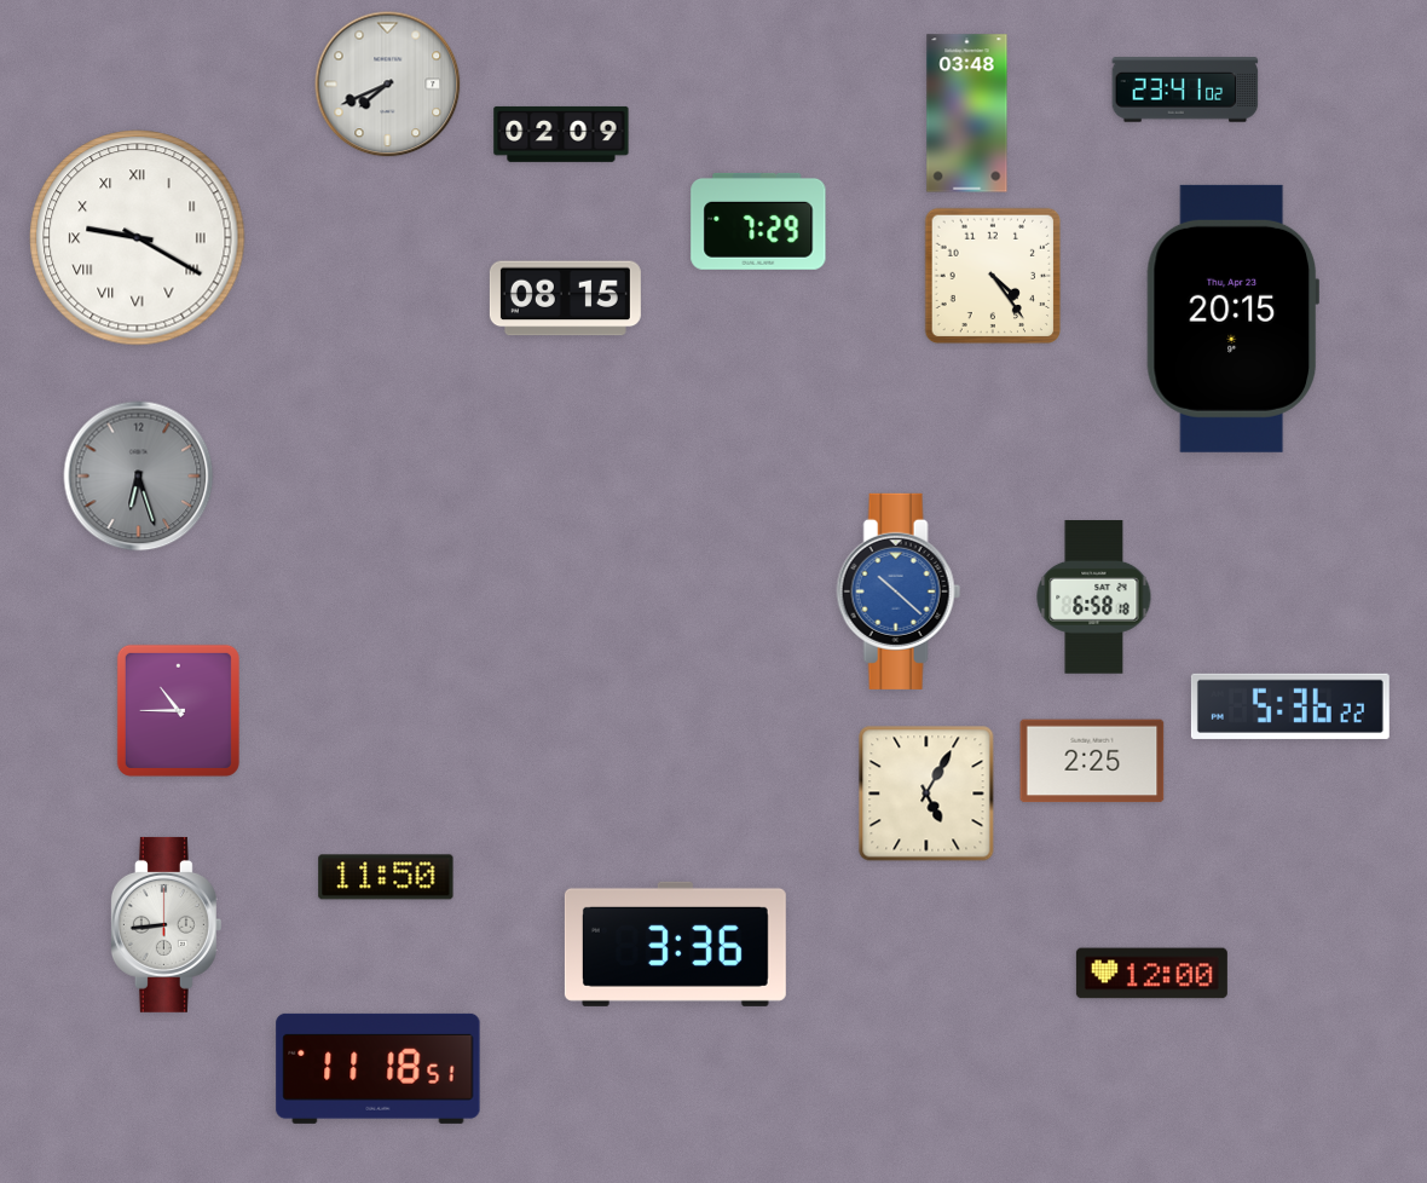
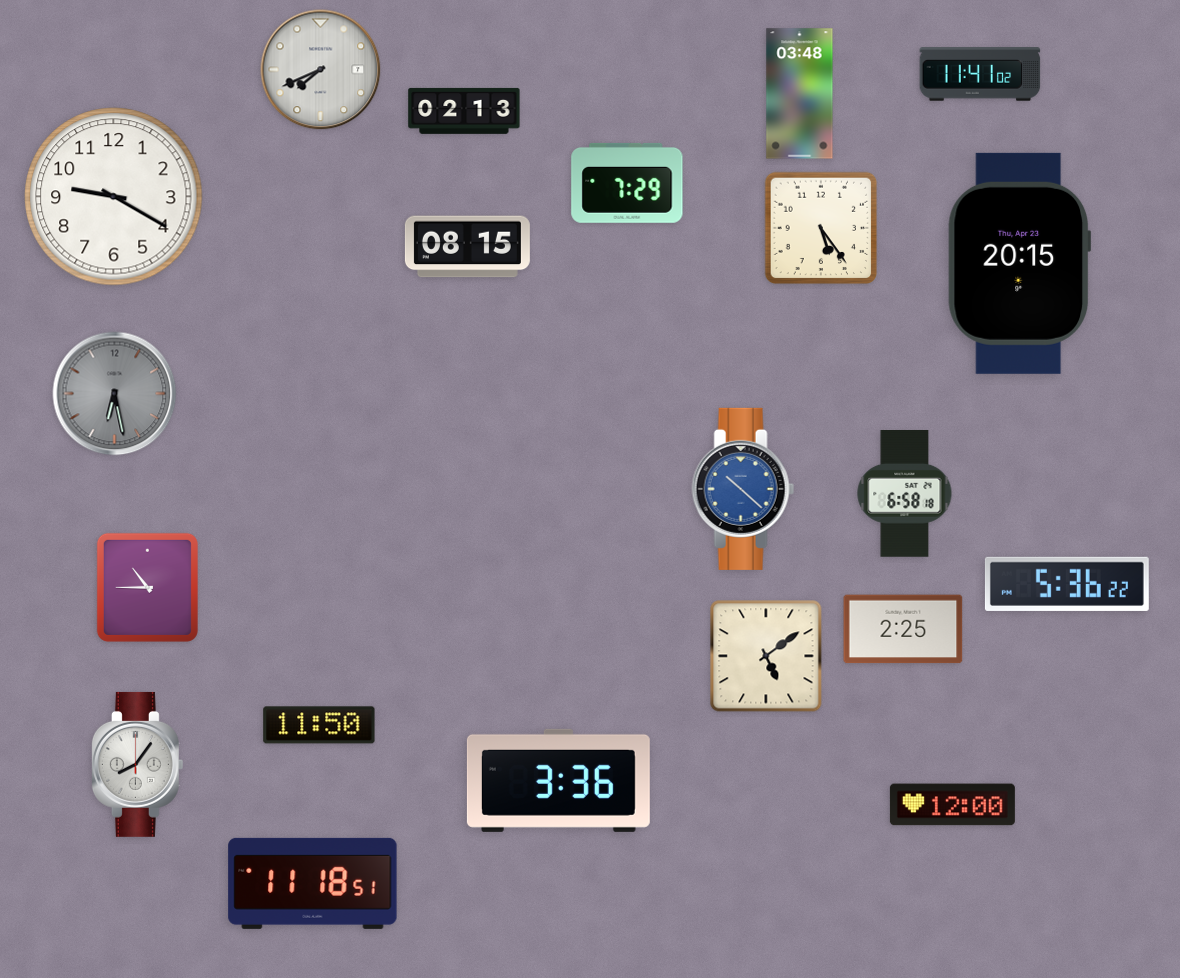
clock at (1185, 90): 23:41 -> 11:41
clock at (561, 134): 02:09 -> 02:13
clock at (138, 238) numerals: Roman -> Arabic
clock at (993, 276): 4:24 -> 5:24
clock at (139, 477): 6:27 -> 6:28
clock at (926, 794): 5:05 -> 5:09
clock at (166, 924): 8:44 -> 8:06
